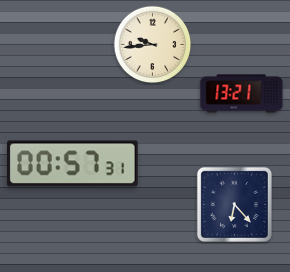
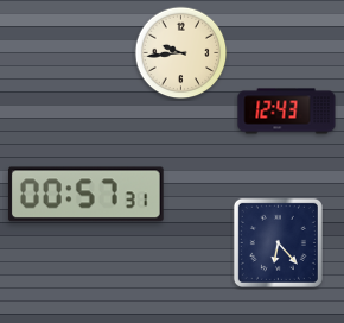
clock at (242, 94): 13:21 -> 12:43
